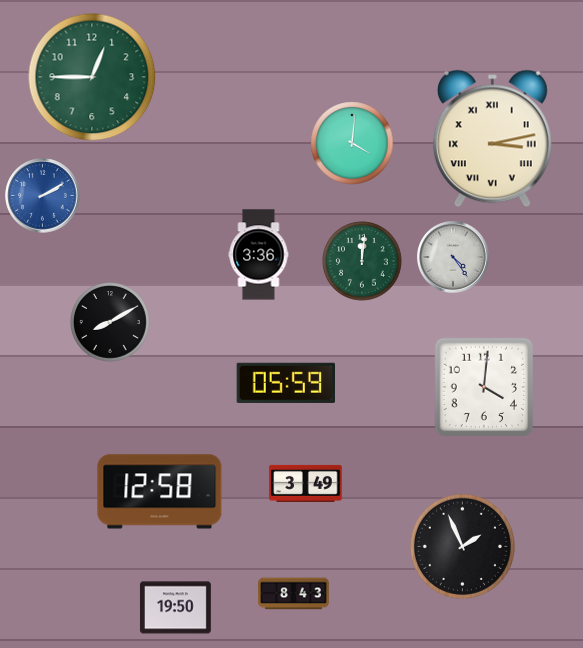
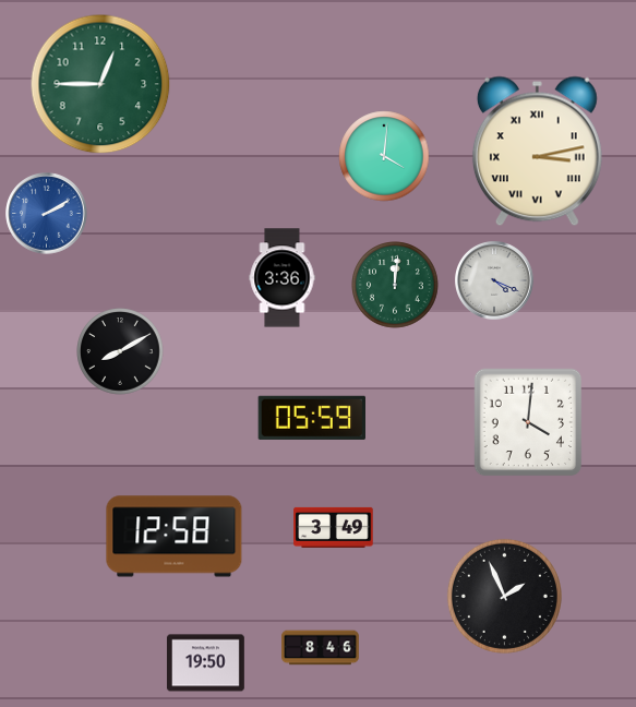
clock at (454, 258): 4:24 -> 4:19
clock at (294, 594): 8:43 -> 8:46
clock at (175, 608) position: (175, 608) -> (205, 663)
